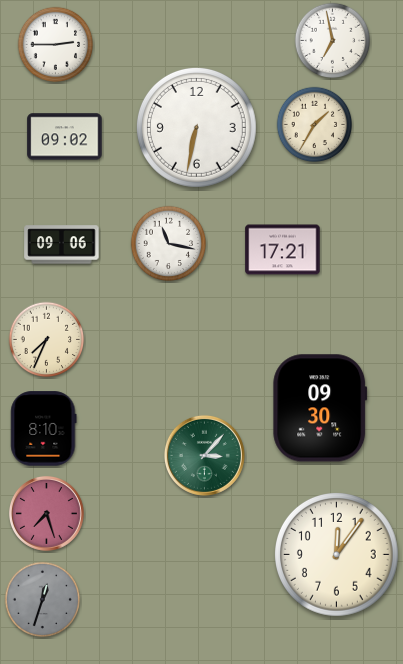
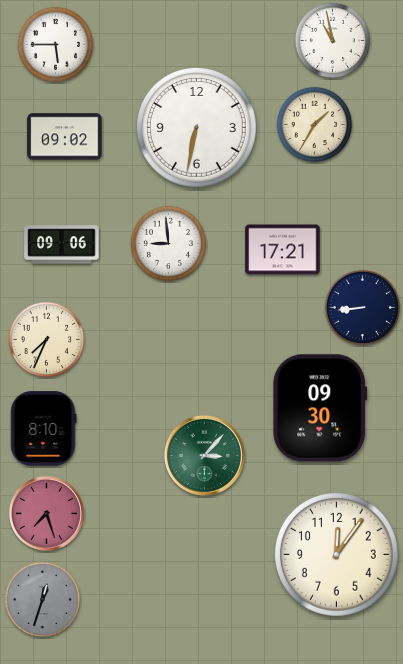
clock at (333, 41): 6:58 -> 10:58
clock at (56, 45): 2:45 -> 5:45
clock at (169, 244): 11:17 -> 8:59
clock at (363, 308): none -> 8:44
